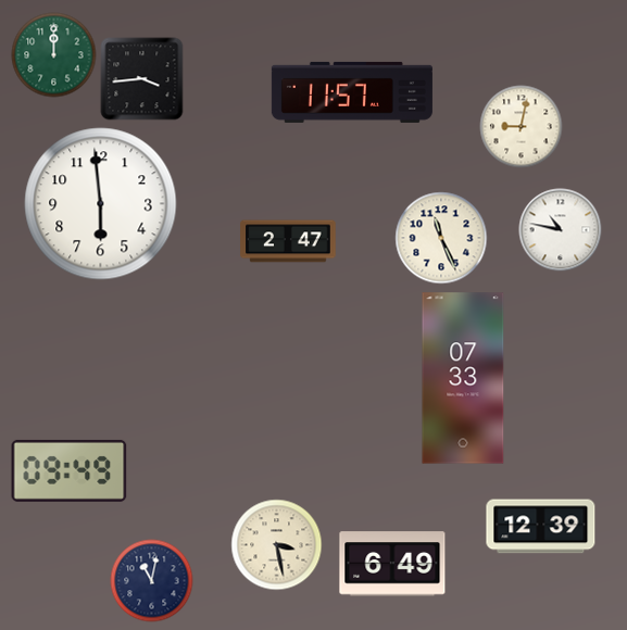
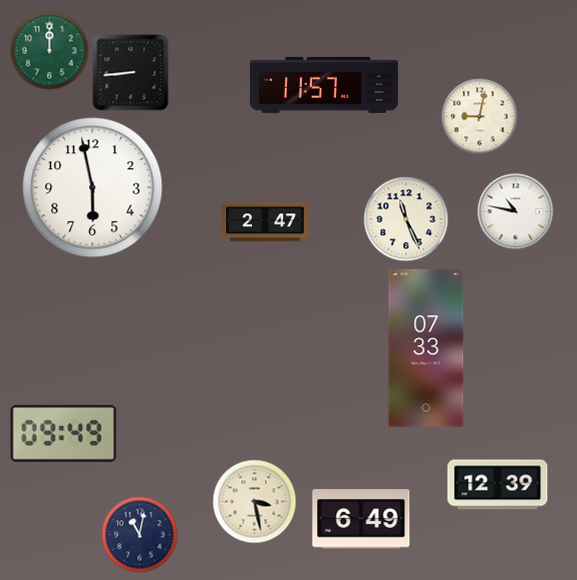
clock at (142, 79): 3:44 -> 8:44
clock at (101, 204): 5:59 -> 5:58
